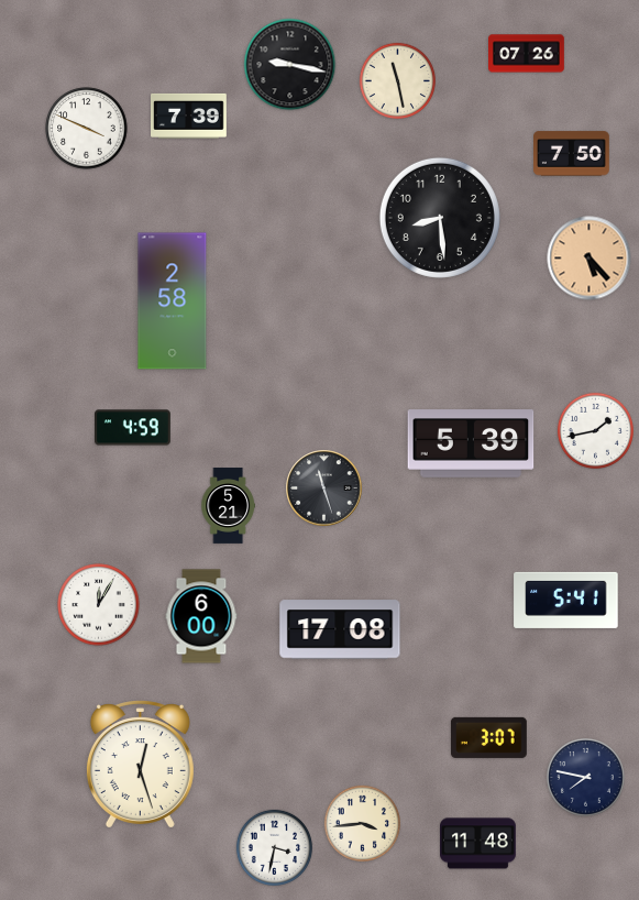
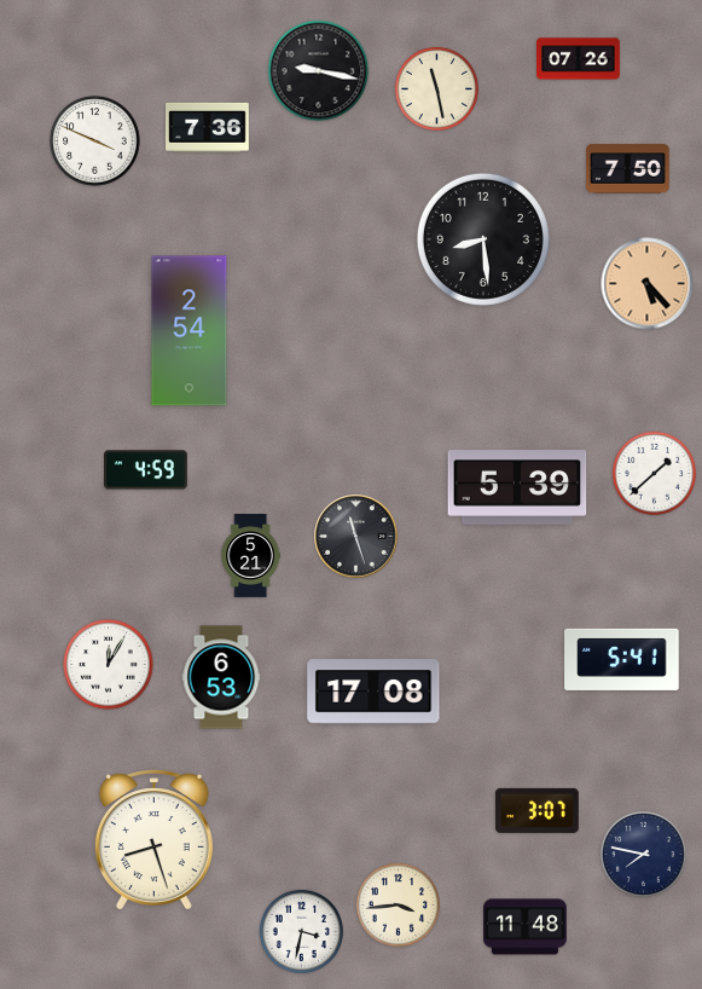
clock at (189, 116): 7:39 -> 7:36
clock at (173, 301): 2:58 -> 2:54
clock at (595, 430): 1:43 -> 1:38
clock at (201, 616): 6:00 -> 6:53
clock at (140, 765): 12:27 -> 8:27
